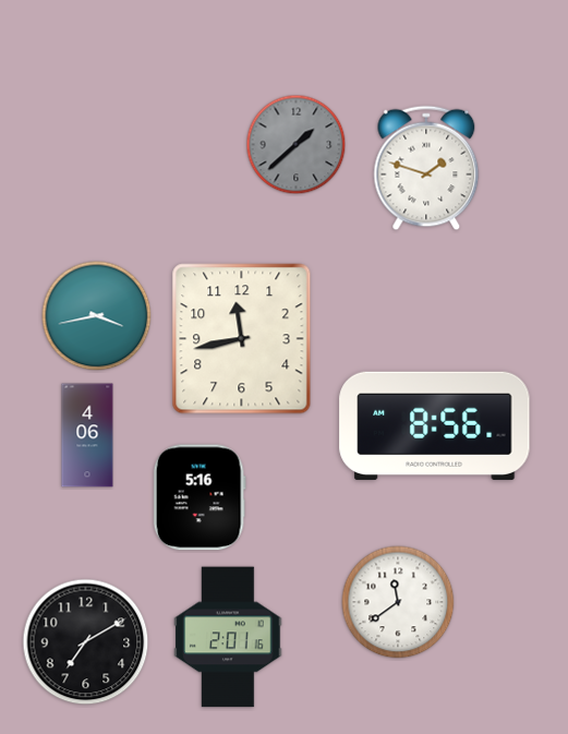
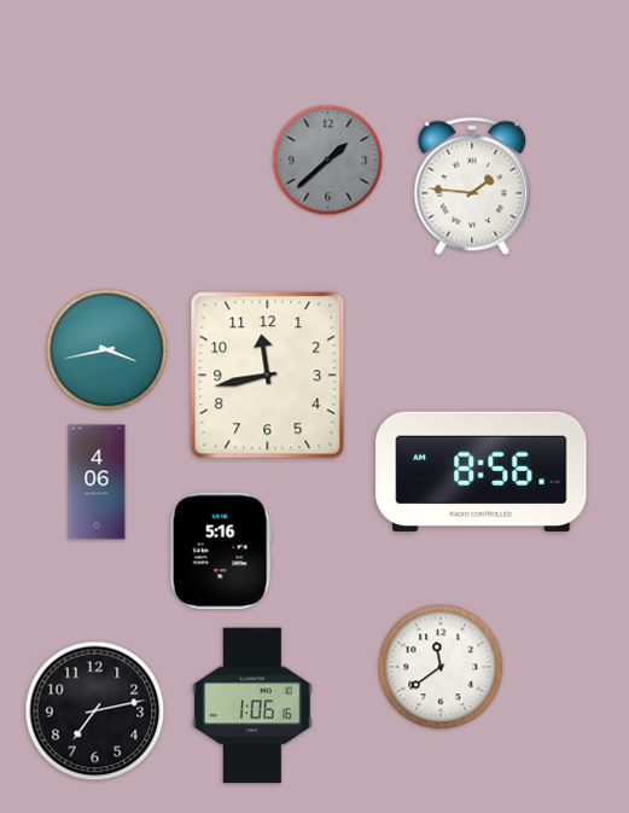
clock at (426, 168): 1:48 -> 1:46
clock at (228, 637): 2:01 -> 1:06
clock at (86, 642): 7:10 -> 7:13
